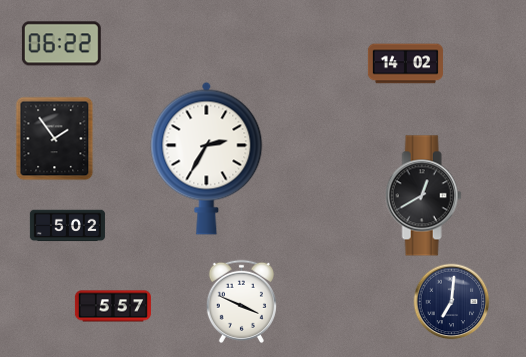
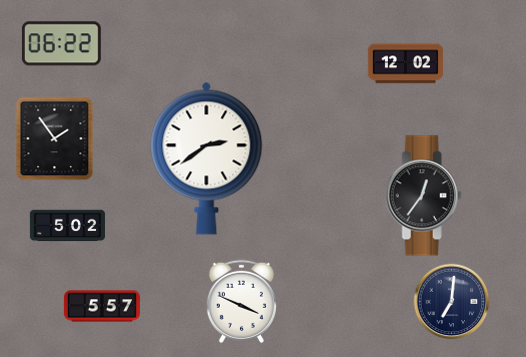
clock at (405, 64): 14:02 -> 12:02
clock at (207, 158): 2:35 -> 2:39
clock at (423, 196): 12:40 -> 12:36
clock at (113, 306) position: (113, 306) -> (102, 306)
